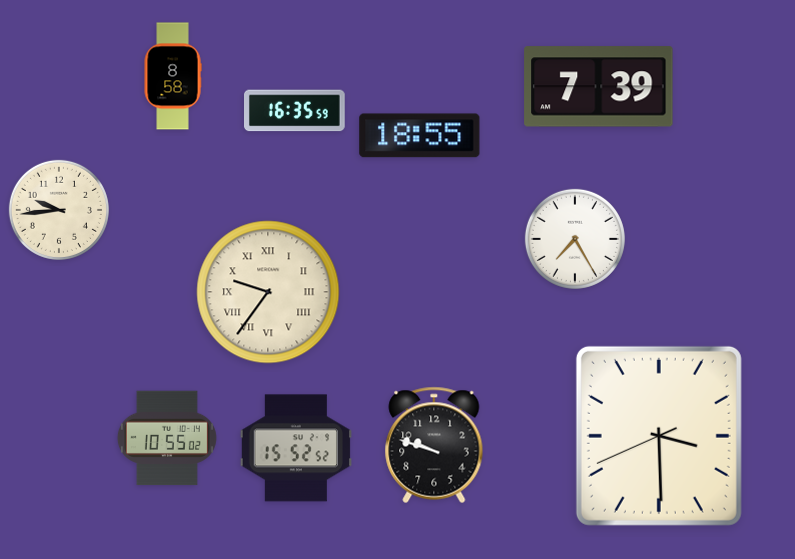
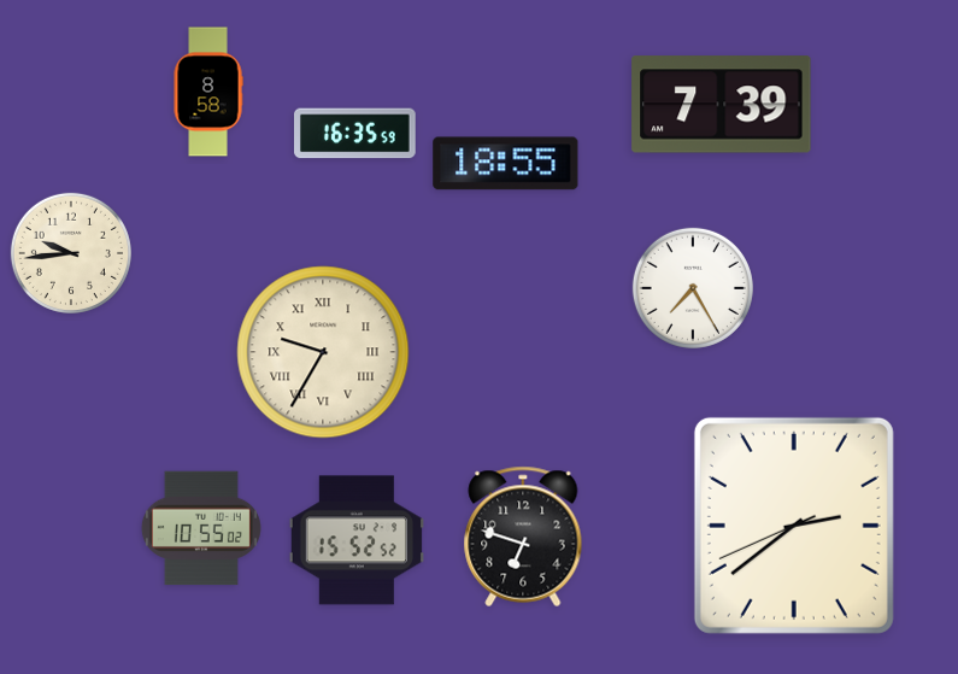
clock at (268, 292): 9:36 -> 9:35
clock at (659, 436): 3:29 -> 2:38
clock at (434, 445): 9:48 -> 6:48
